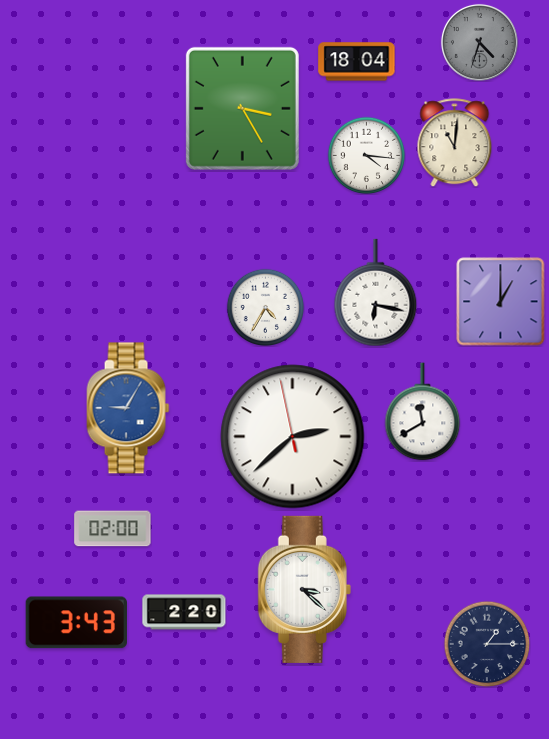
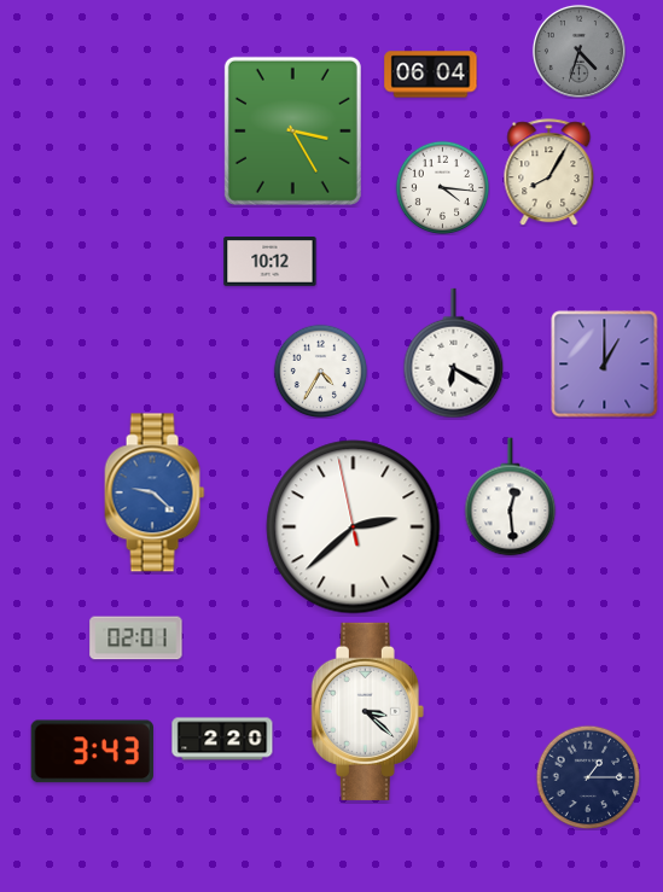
clock at (357, 62): 18:04 -> 06:04
clock at (455, 143): 11:01 -> 8:05
clock at (271, 262): none -> 10:12
clock at (376, 293): 6:17 -> 6:20
clock at (128, 408): 9:05 -> 9:22
clock at (423, 412): 11:40 -> 12:29
clock at (113, 529): 02:00 -> 02:01
